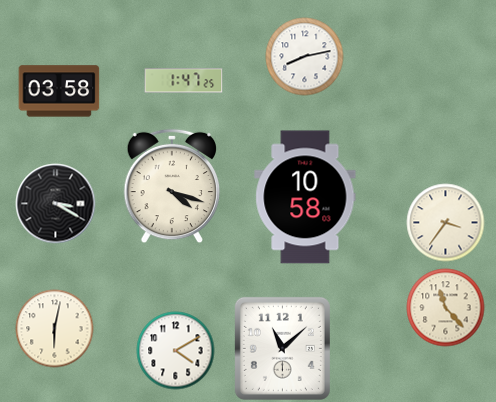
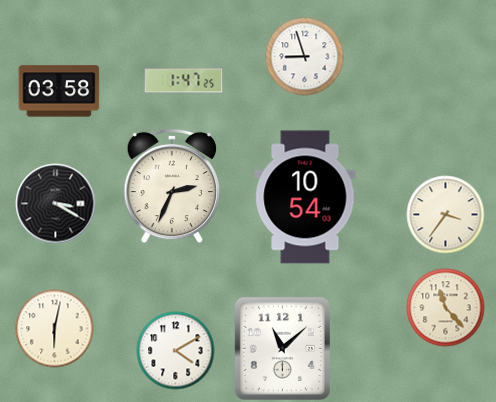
clock at (304, 56): 8:13 -> 8:57
clock at (172, 186): 4:18 -> 2:34
clock at (305, 197): 10:58 -> 10:54
clock at (445, 222) position: (445, 222) -> (445, 214)
